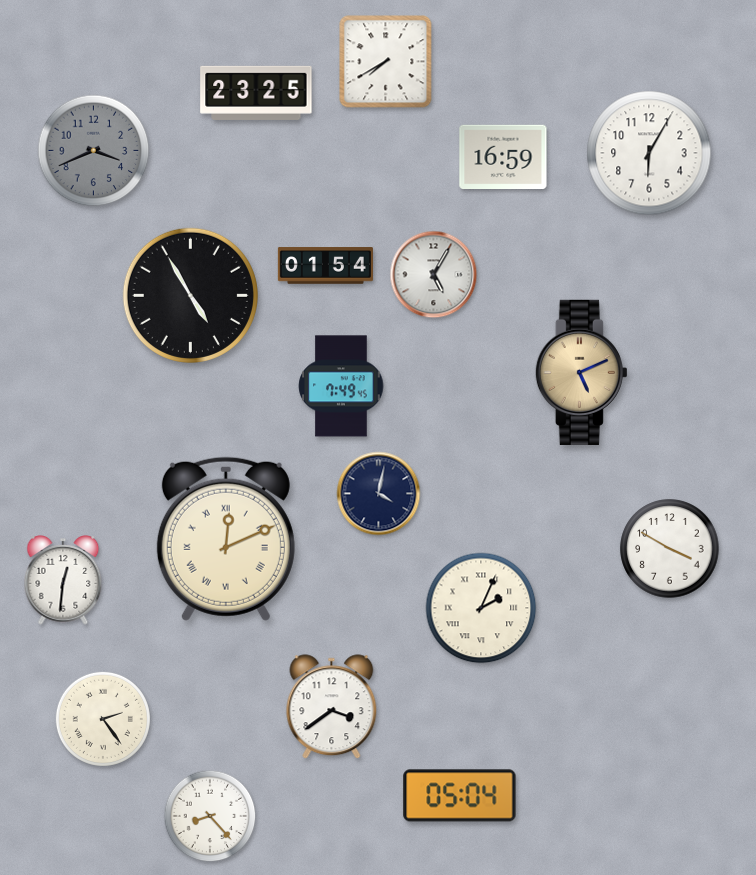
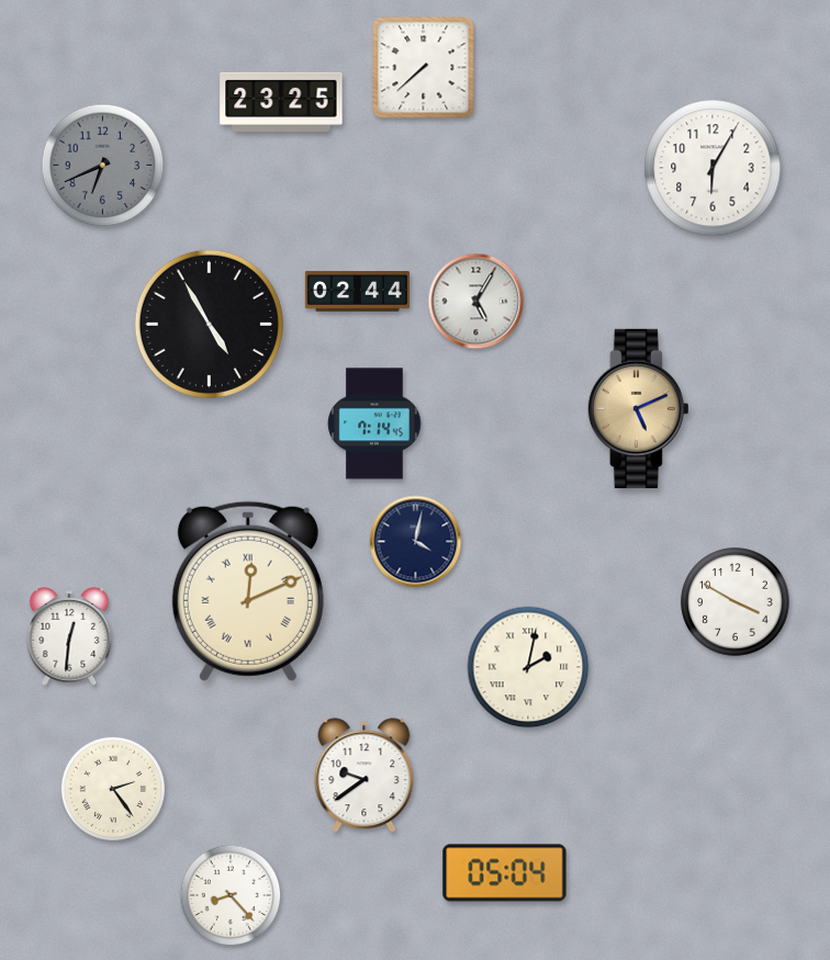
clock at (386, 62): 7:40 -> 7:38
clock at (94, 151): 3:41 -> 6:41
clock at (503, 156): 16:59 -> none
clock at (325, 266): 01:54 -> 02:44
clock at (341, 386): 7:49 -> 7:14
clock at (481, 608): 2:04 -> 2:02
clock at (332, 707): 3:39 -> 9:39
